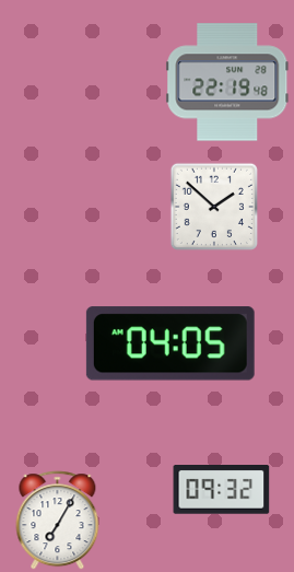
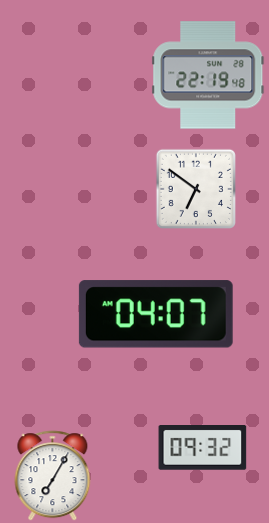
clock at (214, 207): 1:52 -> 6:51
clock at (170, 343): 04:05 -> 04:07
